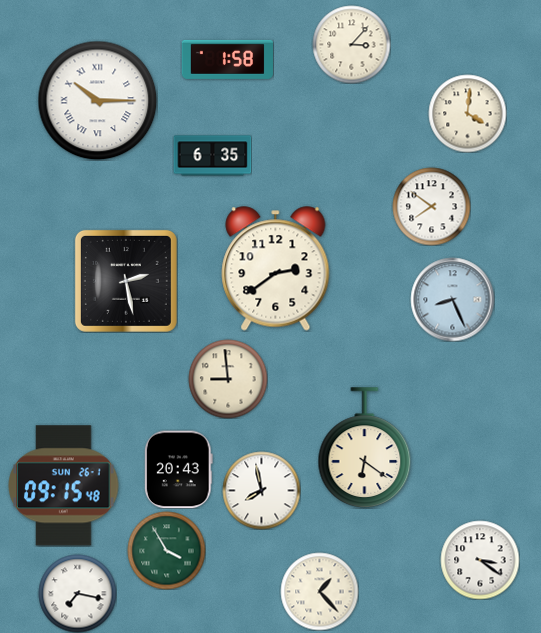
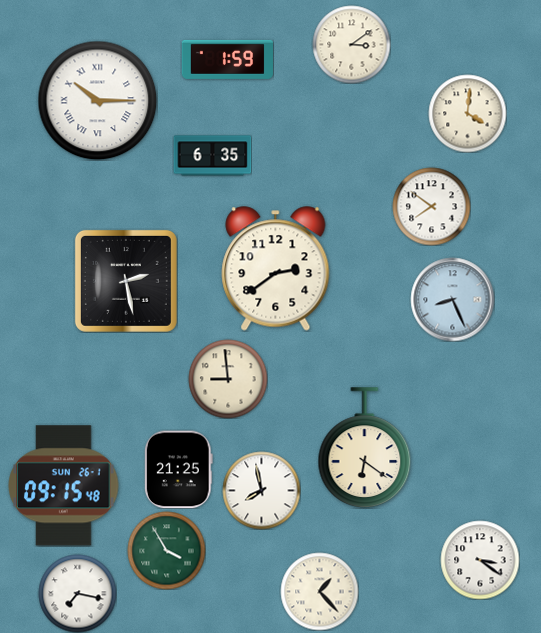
clock at (351, 44): 3:07 -> 3:09
clock at (227, 59): 1:58 -> 1:59
clock at (178, 469): 20:43 -> 21:25
